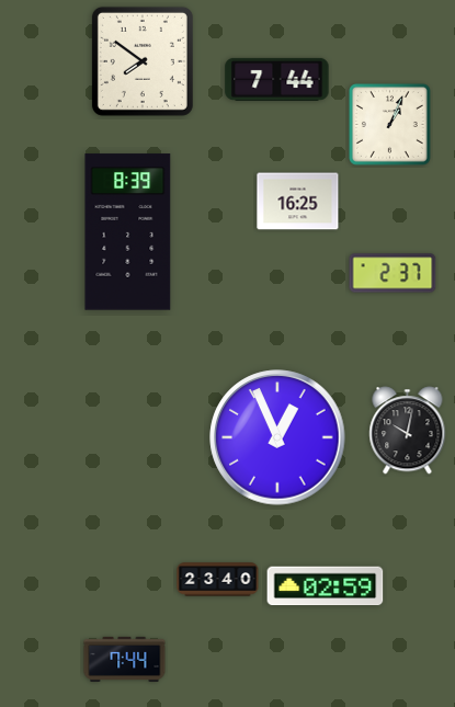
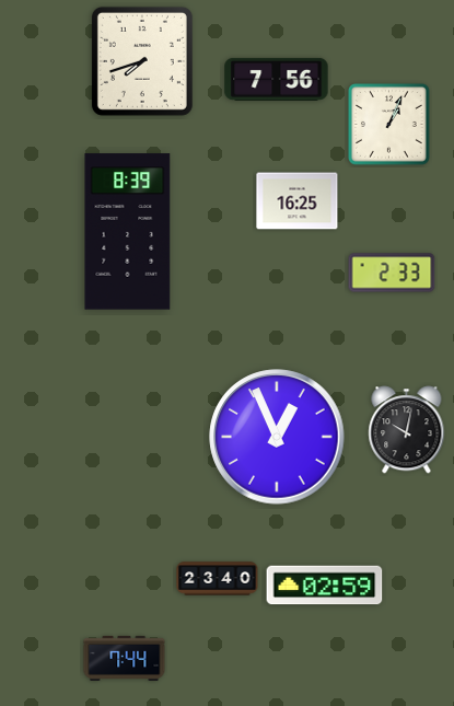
clock at (143, 61): 7:51 -> 7:42
clock at (277, 79): 7:44 -> 7:56
clock at (393, 273): 2:37 -> 2:33
